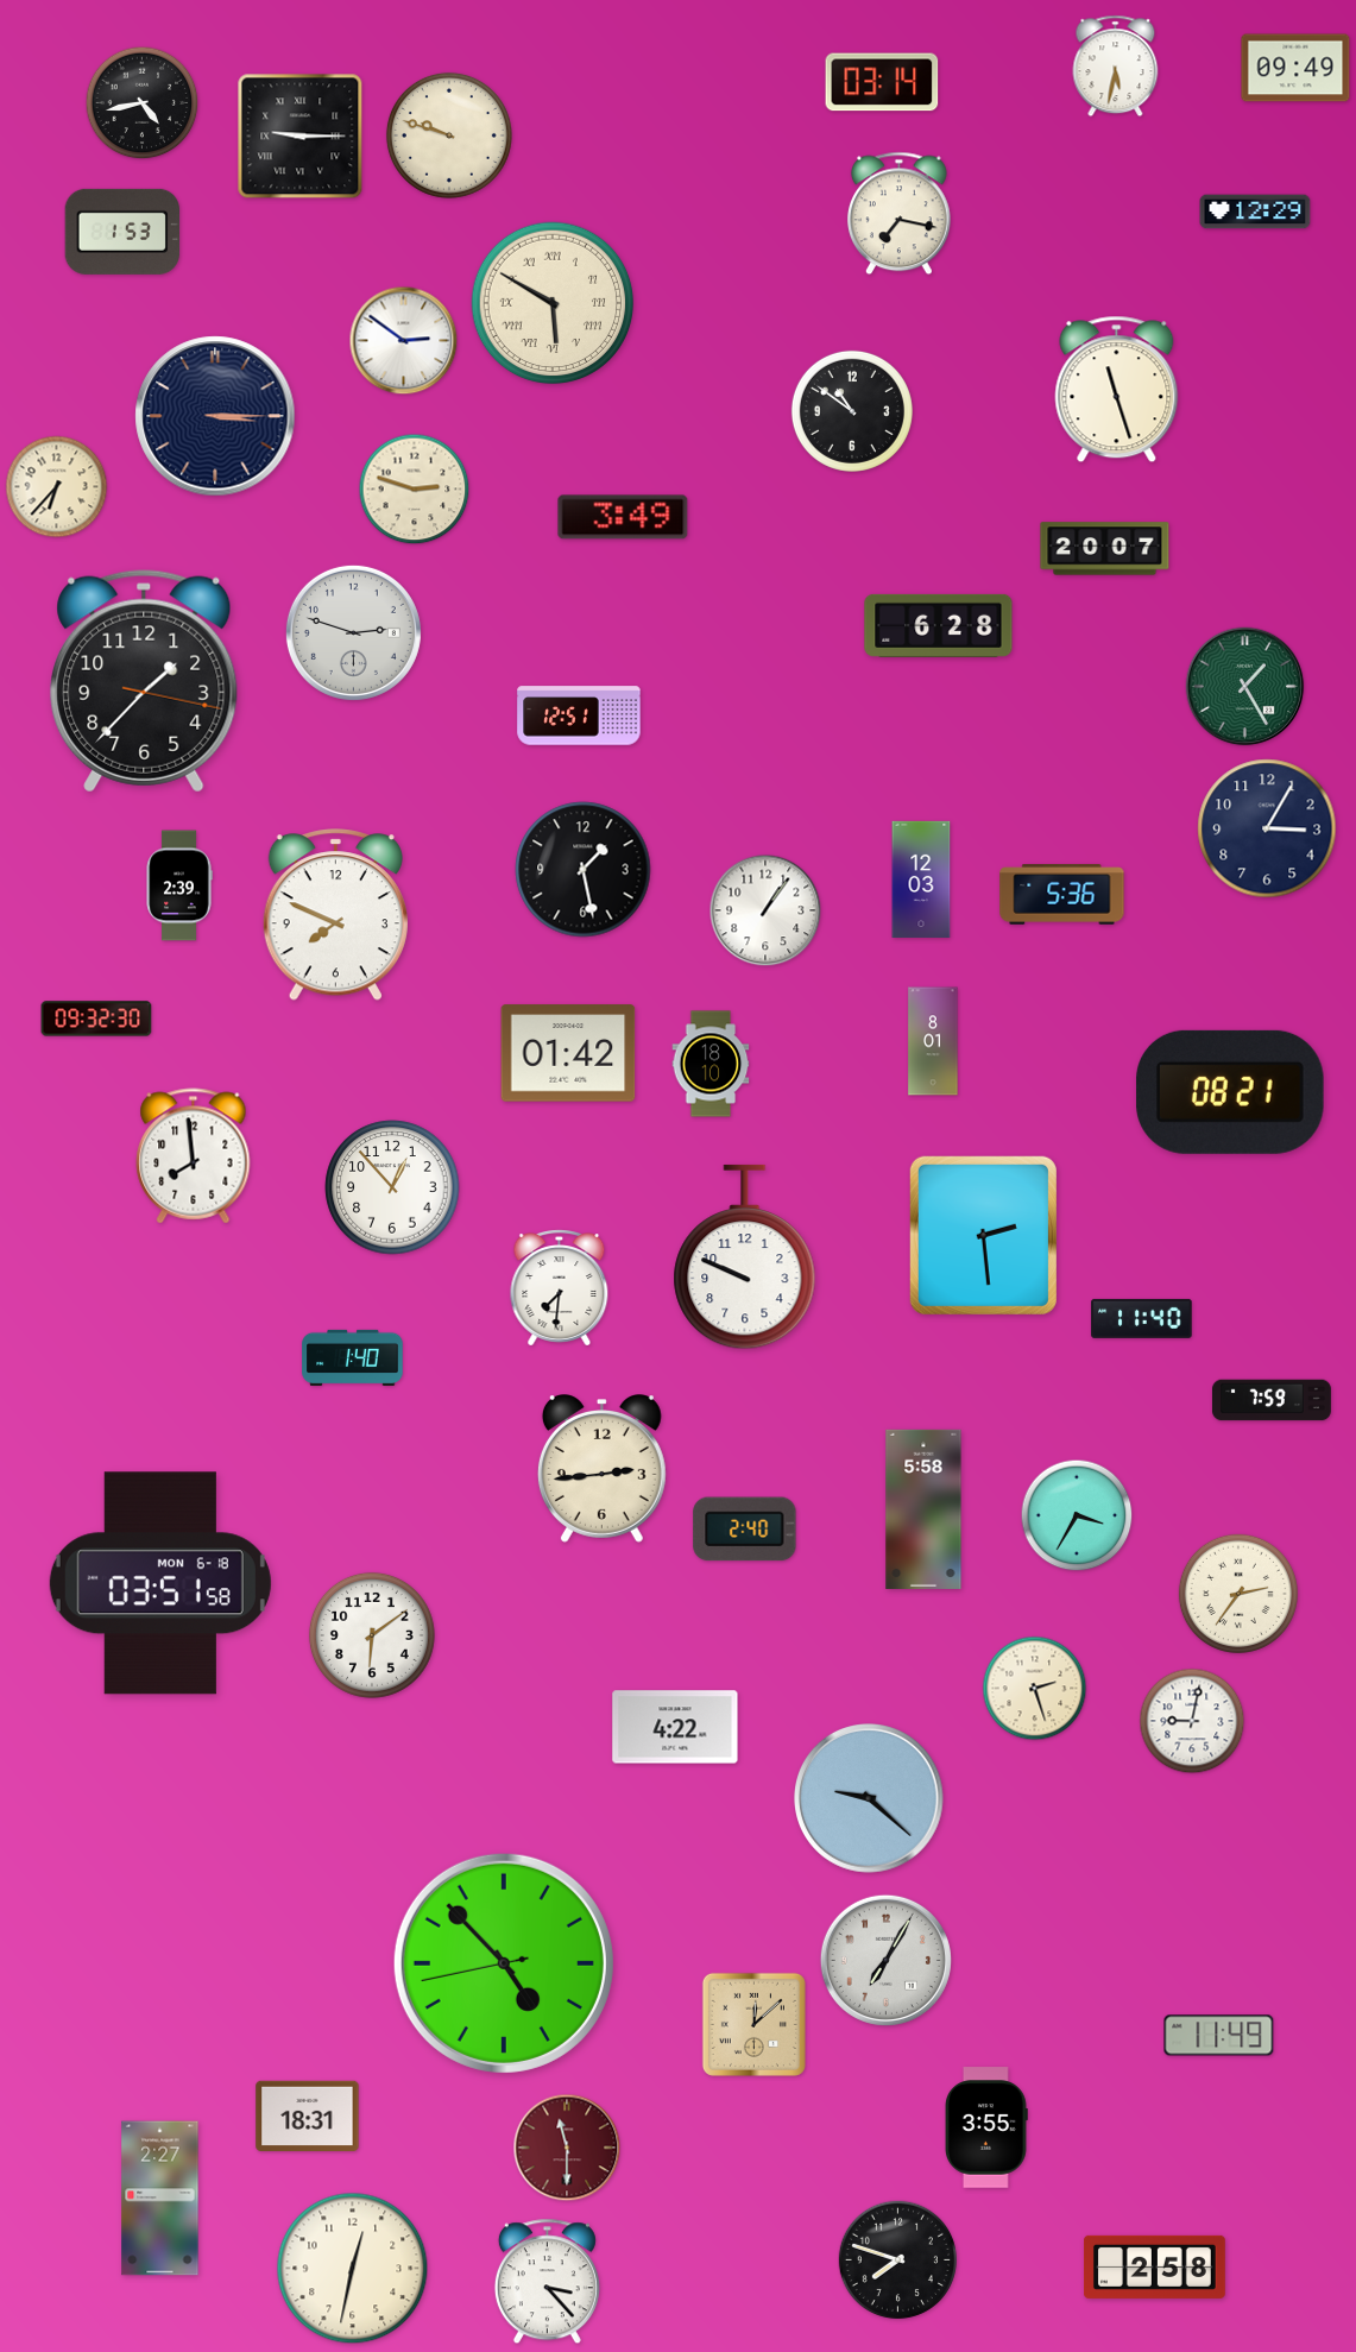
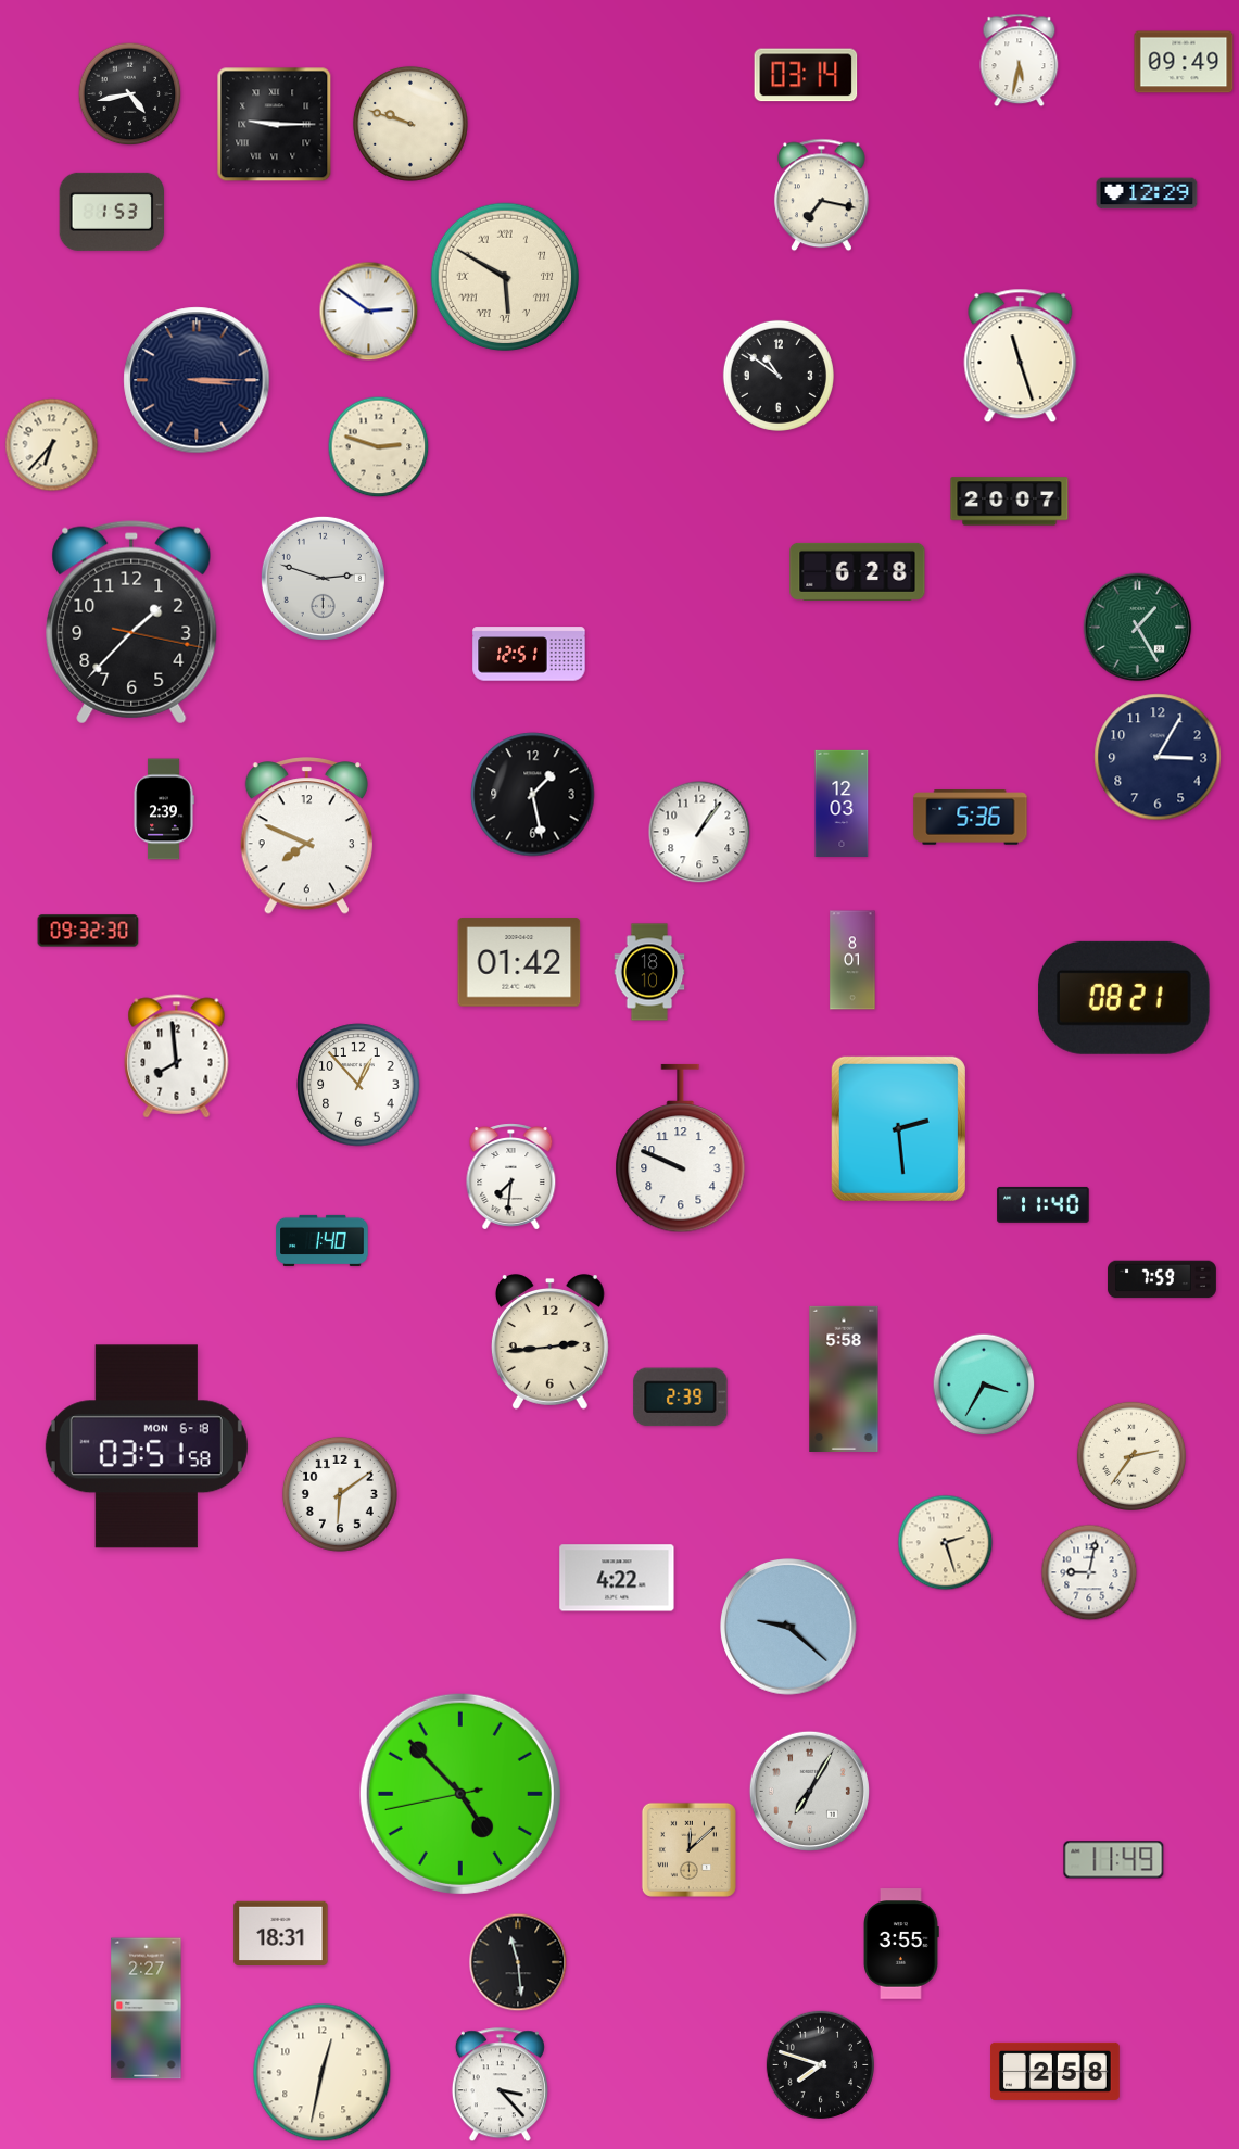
clock at (623, 517): 3:49 -> none
clock at (933, 1041) position: (933, 1041) -> (852, 960)
clock at (745, 1530): 2:40 -> 2:39
clock at (870, 1799) position: (870, 1799) -> (789, 1628)
clock at (567, 2148): 11:30 -> 11:29
clock at (567, 2148) dial: burgundy -> black
